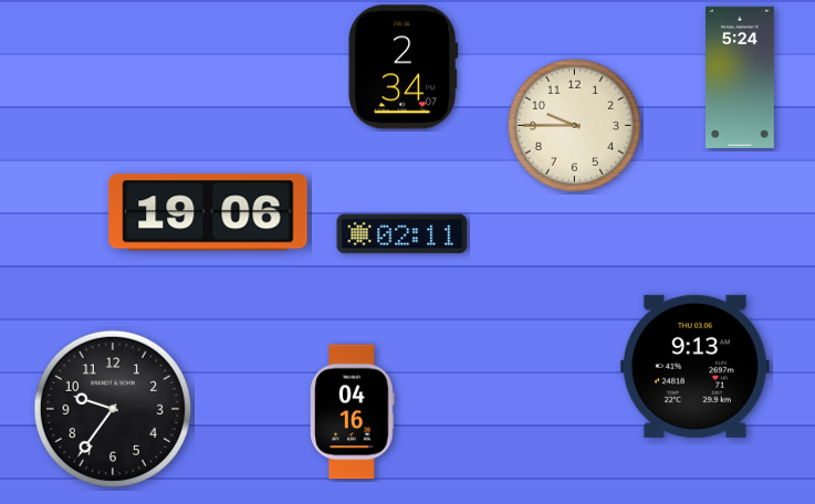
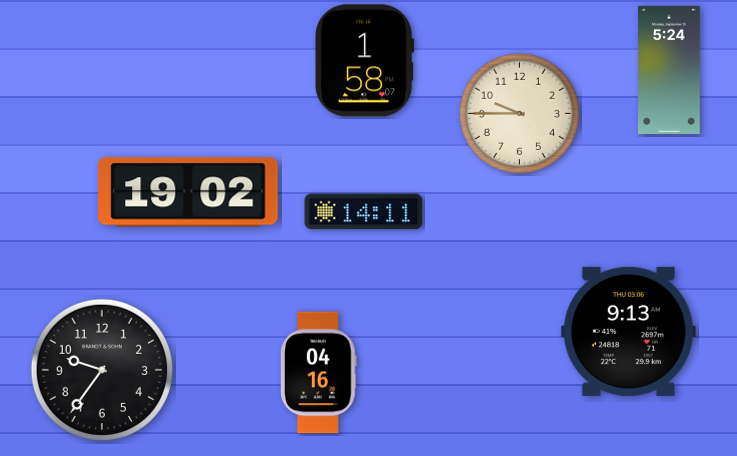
clock at (404, 67): 2:34 -> 1:58
clock at (208, 212): 19:06 -> 19:02
clock at (403, 234): 02:11 -> 14:11
